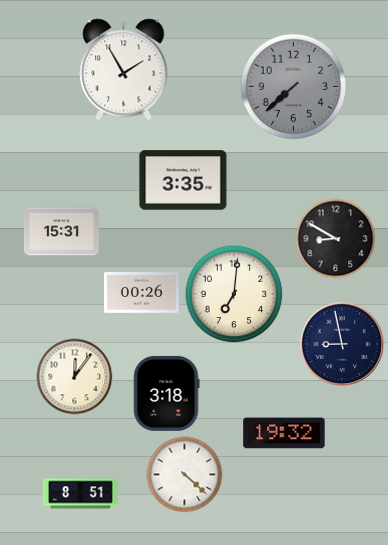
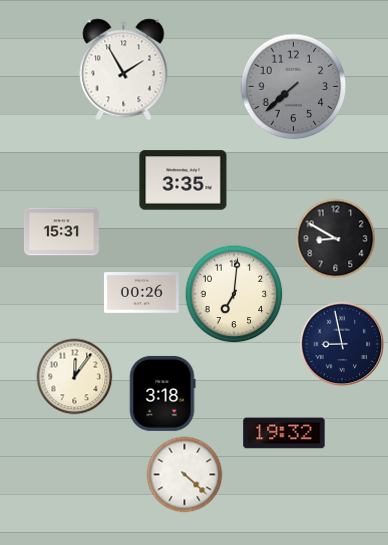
clock at (166, 393) position: (166, 393) -> (162, 393)
clock at (80, 494): 8:51 -> none
